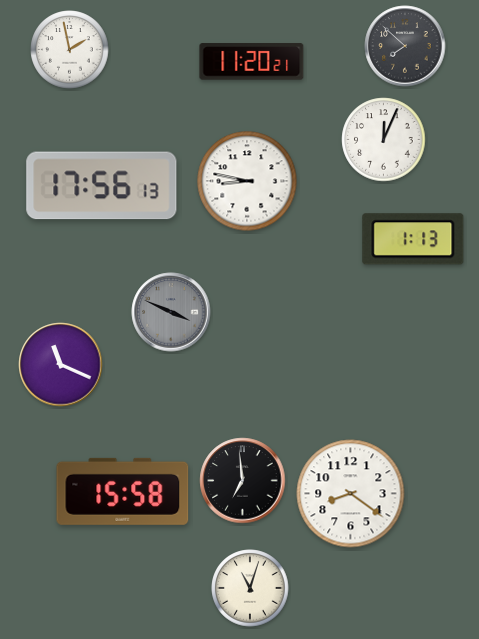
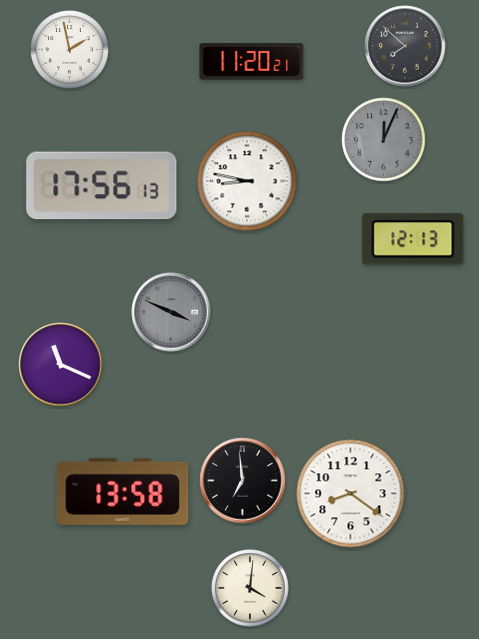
clock at (384, 140) dial: white -> grey
clock at (413, 239): 1:13 -> 12:13
clock at (123, 491): 15:58 -> 13:58
clock at (250, 588): 11:03 -> 4:01
